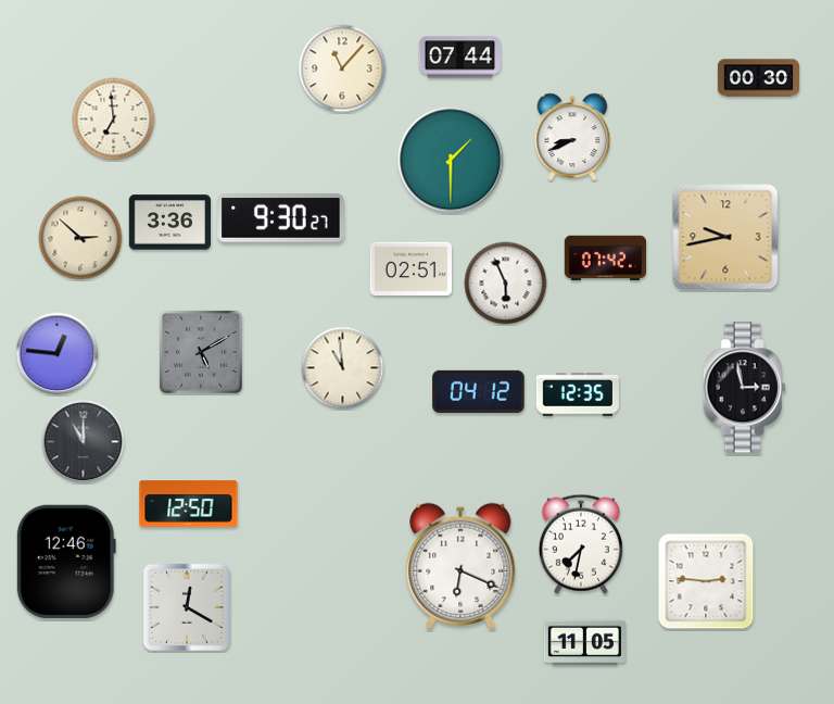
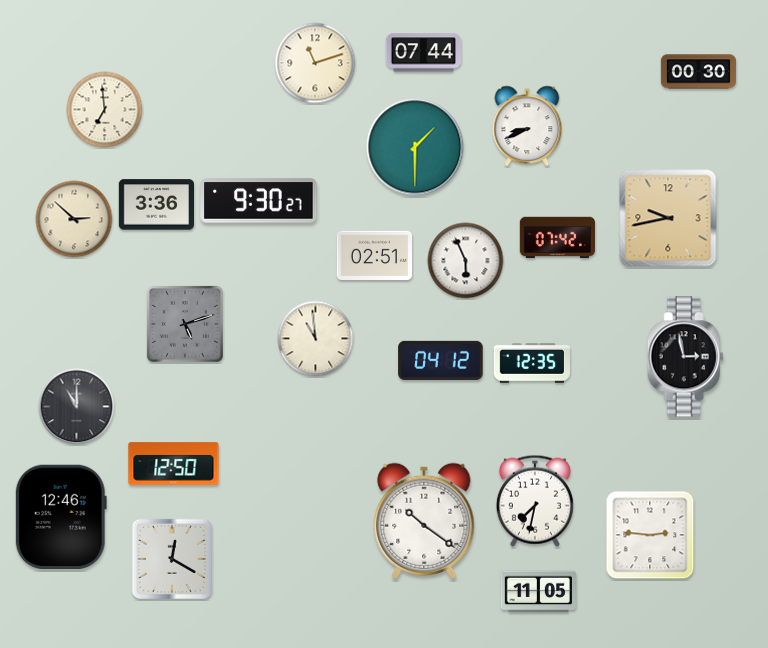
clock at (342, 68): 11:07 -> 11:12
clock at (410, 268) position: (410, 268) -> (374, 255)
clock at (201, 352): 5:10 -> 5:12
clock at (58, 354): 12:46 -> none
clock at (460, 566): 6:19 -> 10:21
